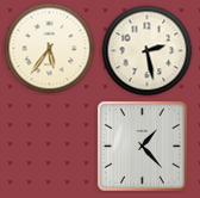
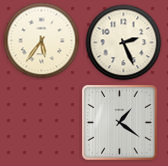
clock at (148, 51): 2:28 -> 2:26
clock at (143, 147): 1:23 -> 1:21
